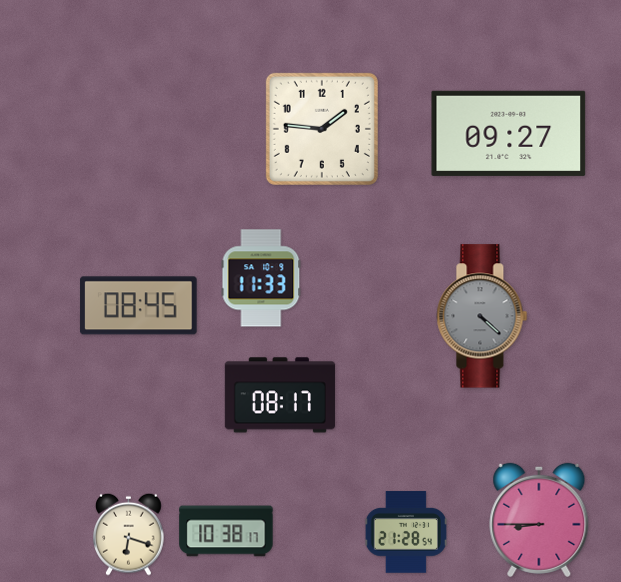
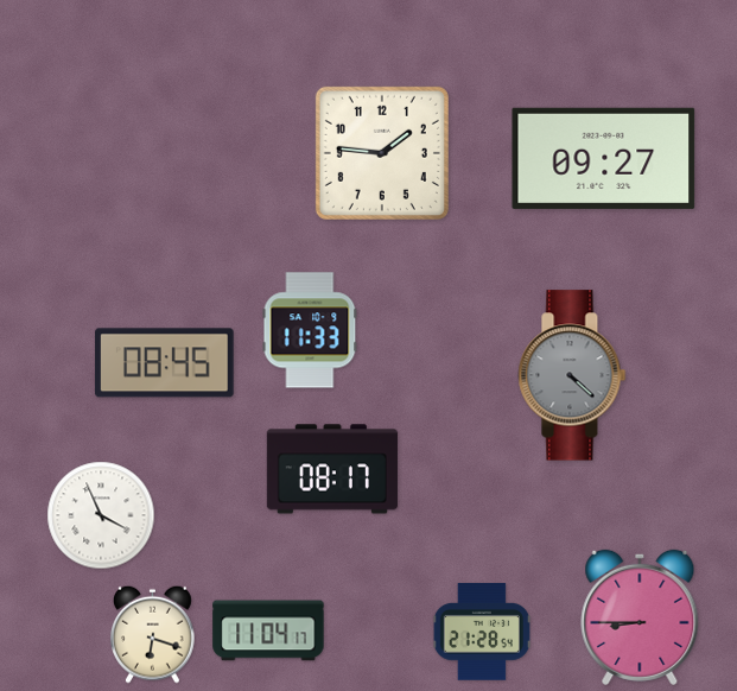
clock at (101, 515): none -> 3:56
clock at (226, 531): 10:38 -> 11:04
